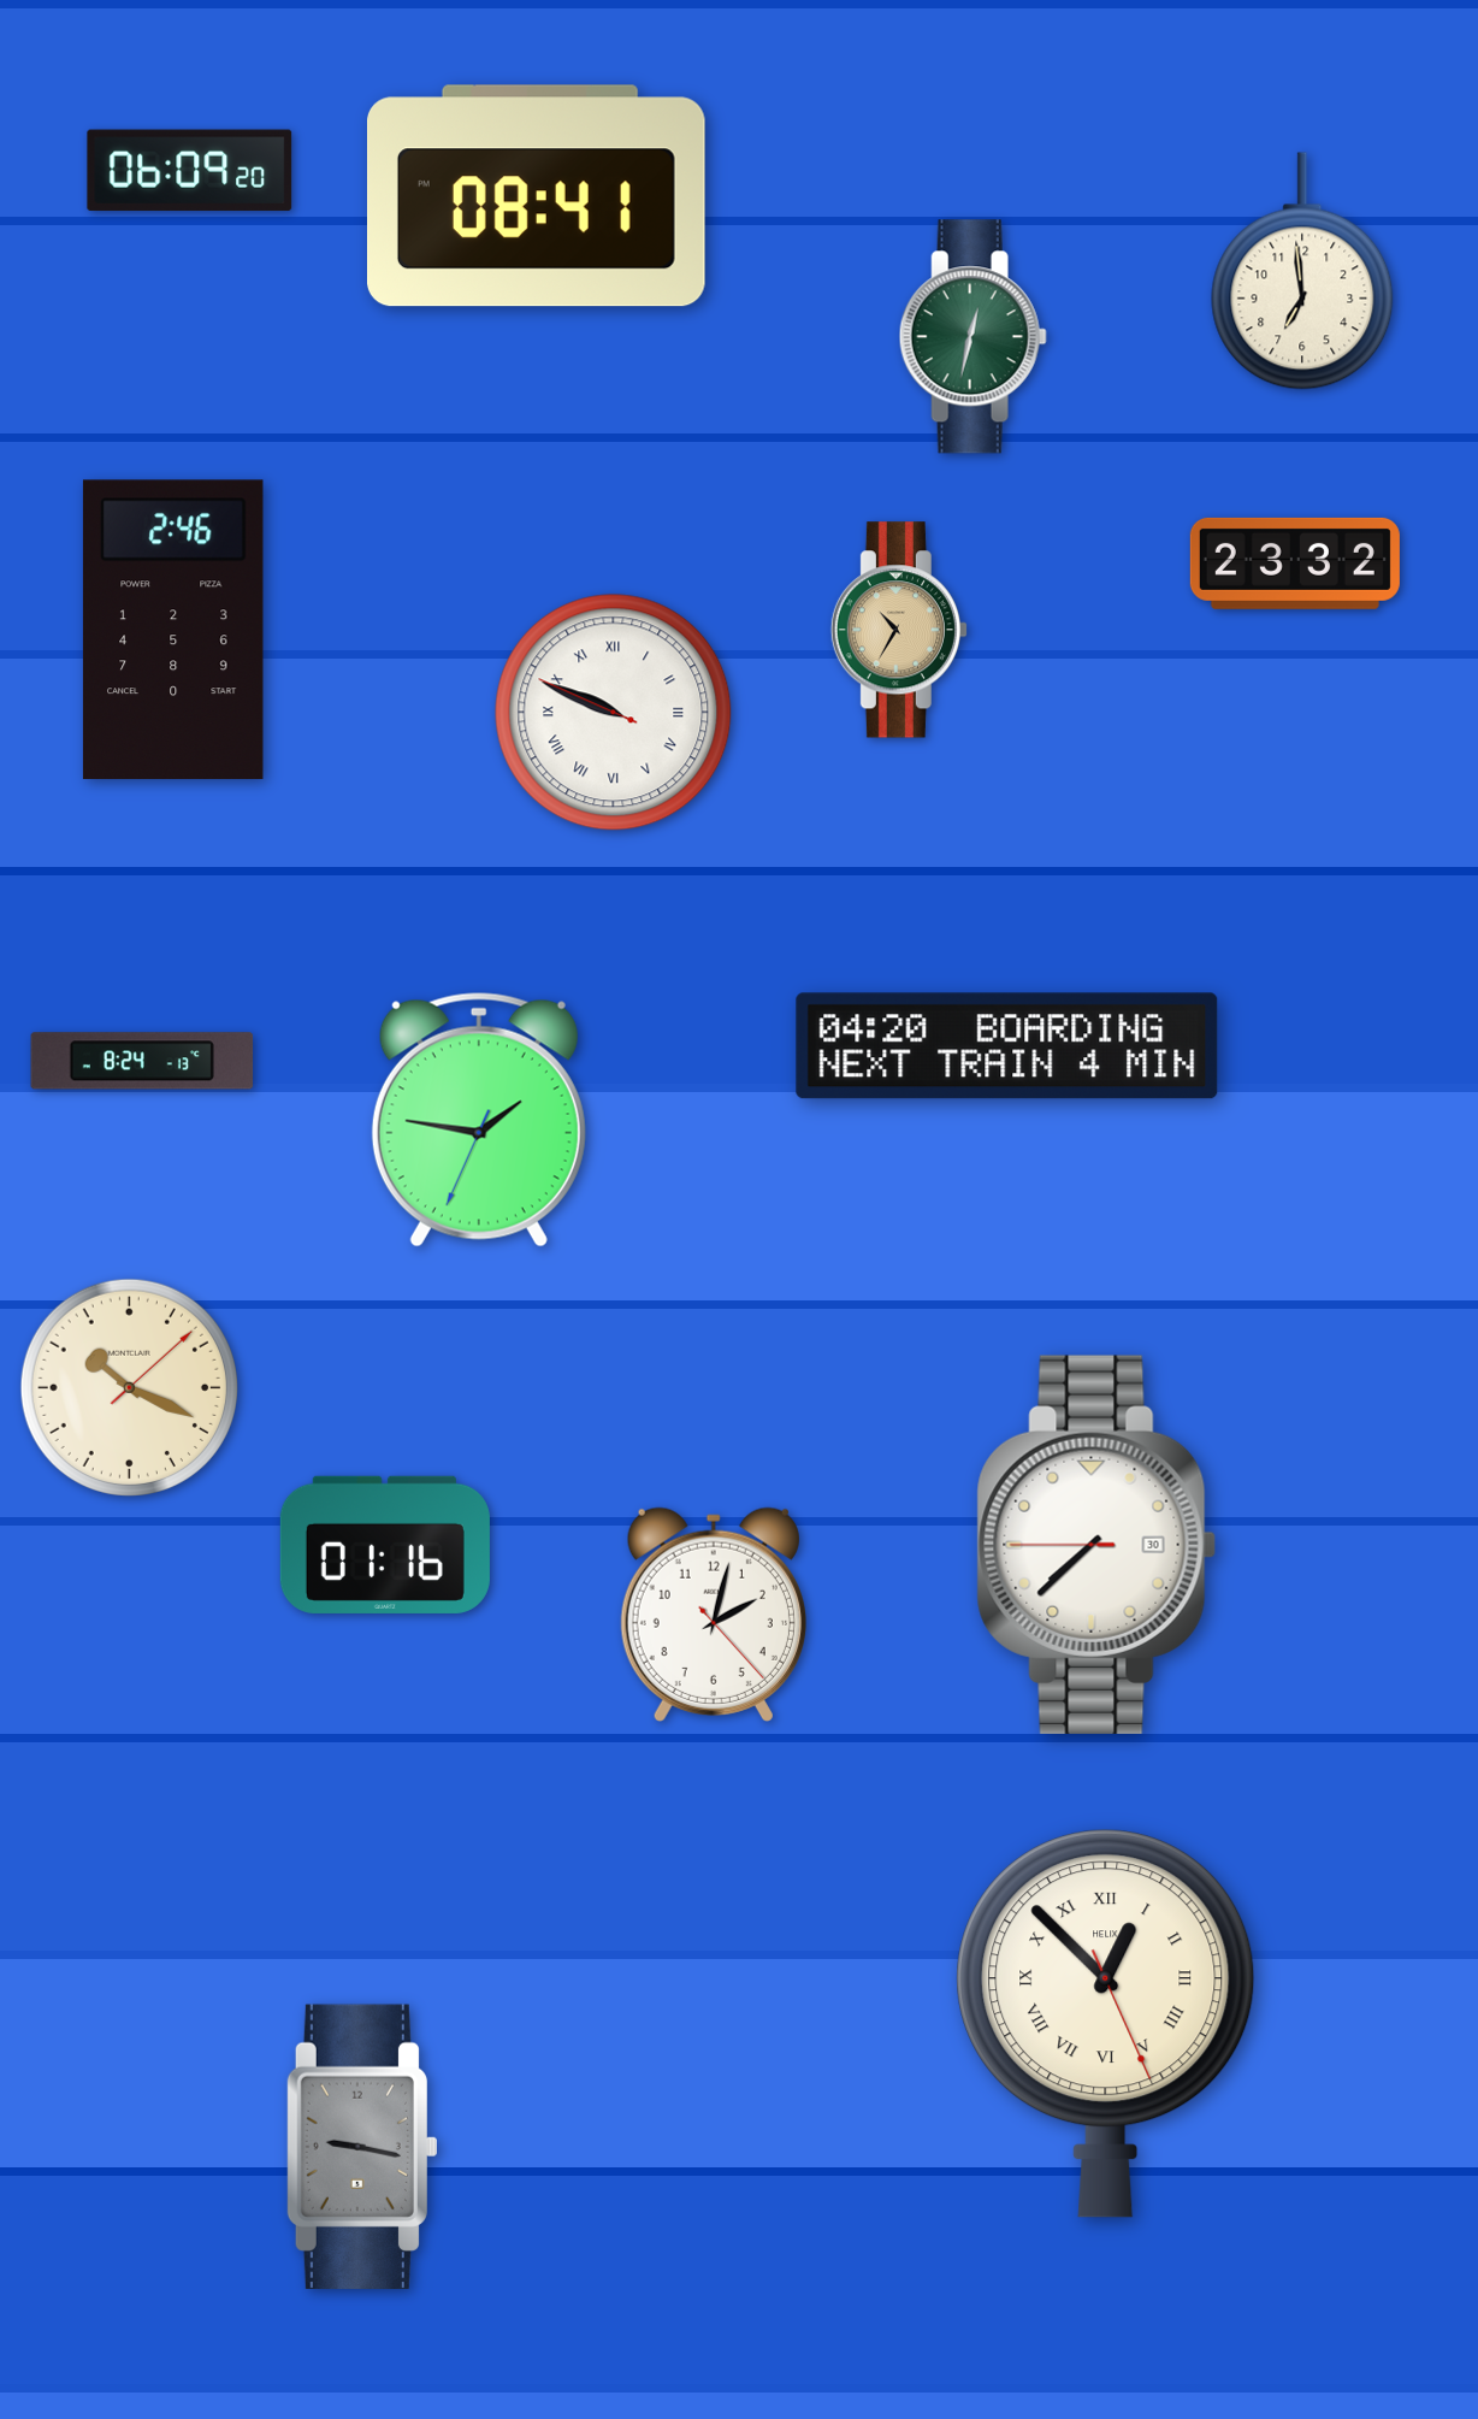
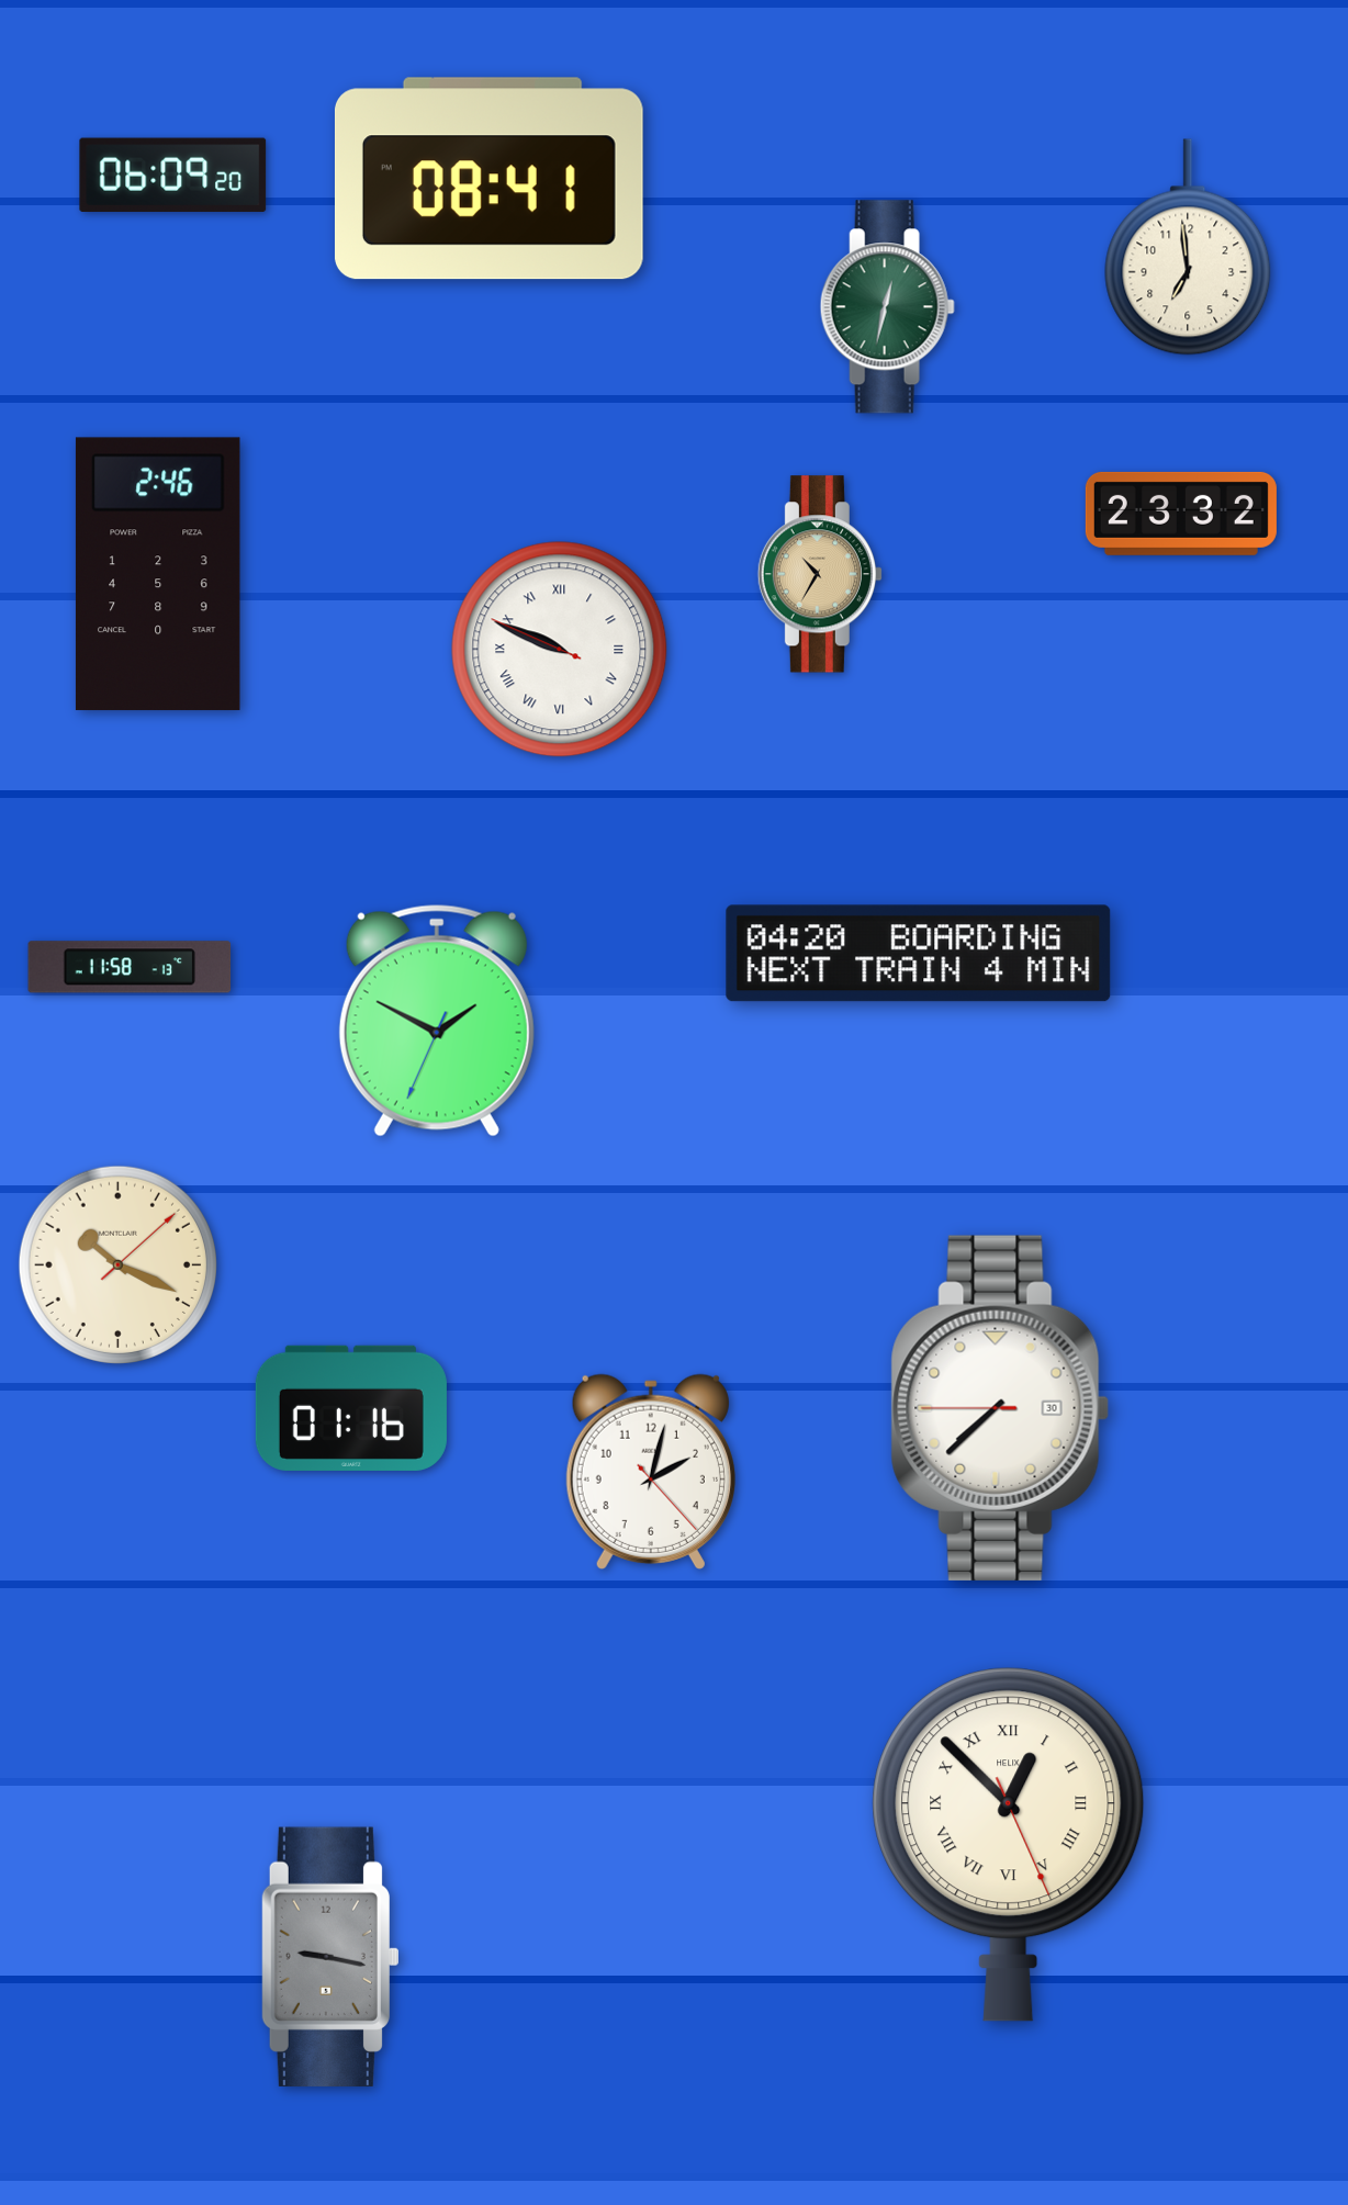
clock at (190, 170) position: (190, 170) -> (173, 175)
clock at (142, 1061): 8:24 -> 11:58
clock at (479, 1120): 1:46 -> 1:49
